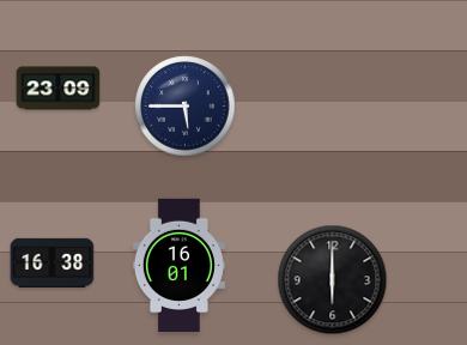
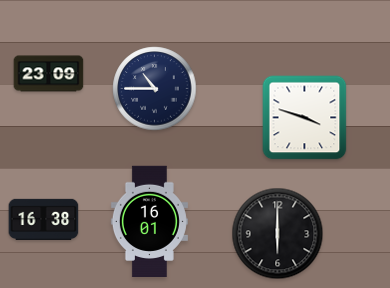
clock at (186, 107): 5:45 -> 10:45
clock at (305, 118): none -> 3:48
